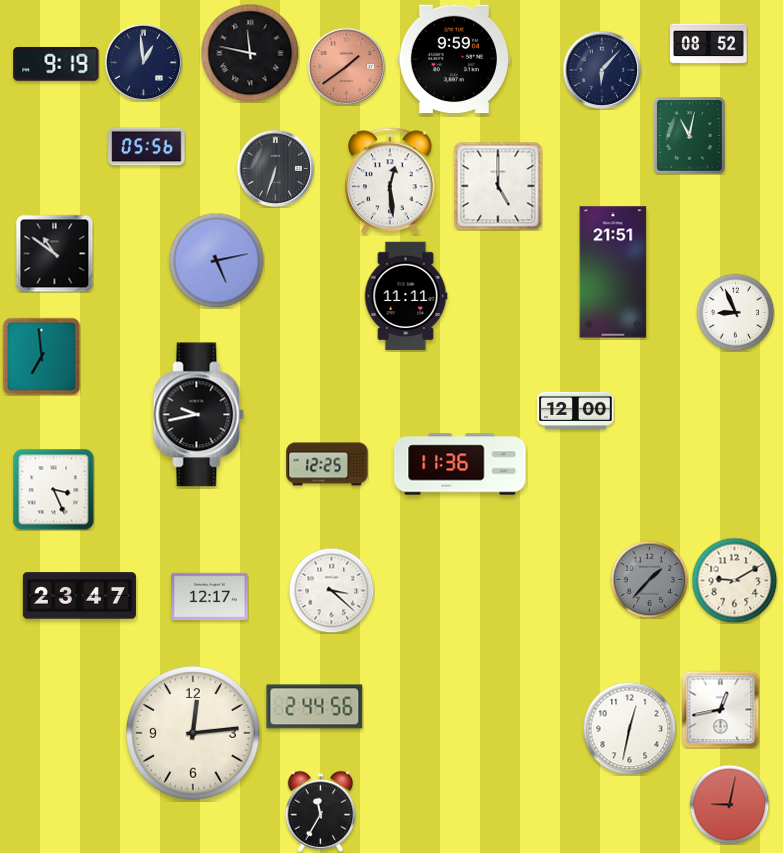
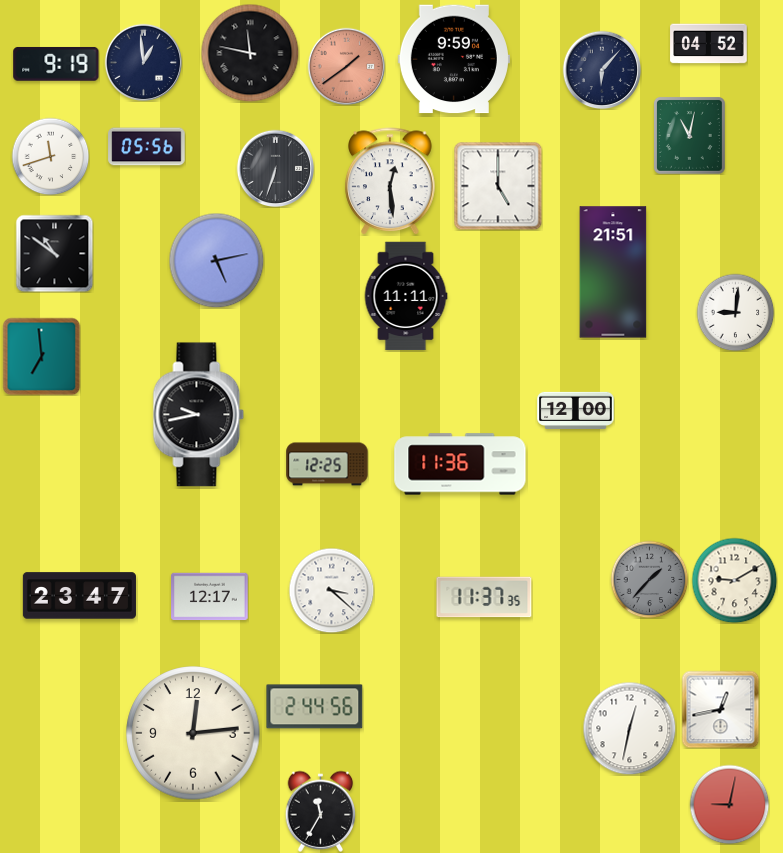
clock at (709, 44): 08:52 -> 04:52
clock at (50, 156): none -> 11:42
clock at (735, 312): 8:56 -> 9:01
clock at (53, 489): 3:26 -> none
clock at (484, 597): none -> 11:37
